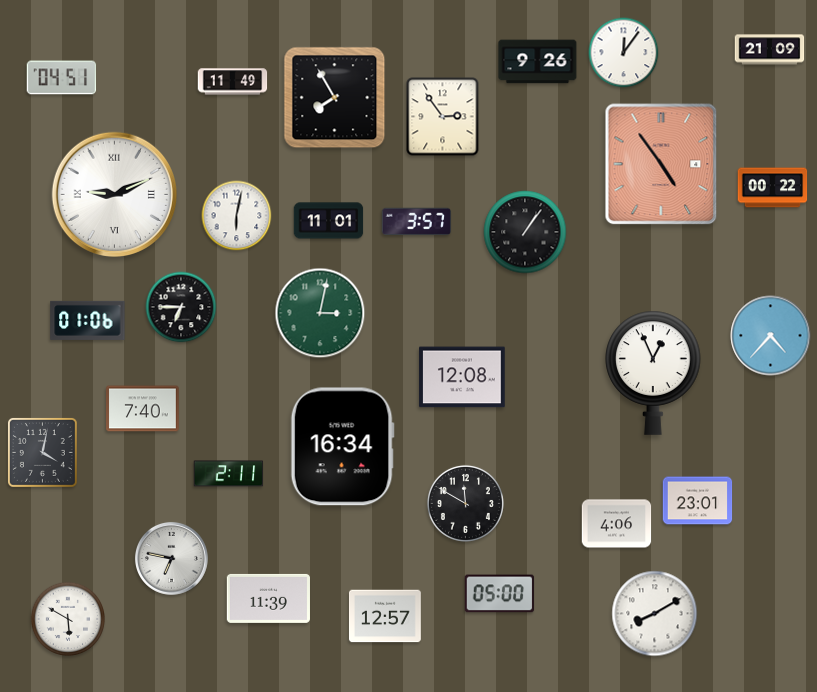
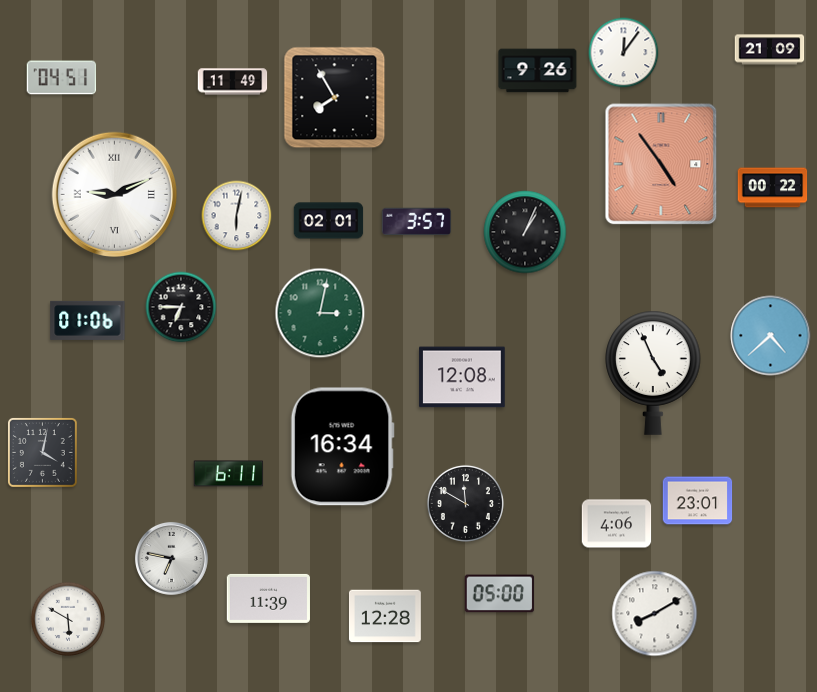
clock at (538, 62) position: (538, 62) -> (538, 71)
clock at (443, 117): 2:54 -> none
clock at (329, 221): 11:01 -> 02:01
clock at (525, 232): 1:06 -> 1:04
clock at (771, 336): 4:37 -> 4:38
clock at (653, 373): 12:56 -> 4:56
clock at (143, 409): 7:40 -> none
clock at (229, 474): 2:11 -> 6:11
clock at (385, 616): 12:57 -> 12:28
